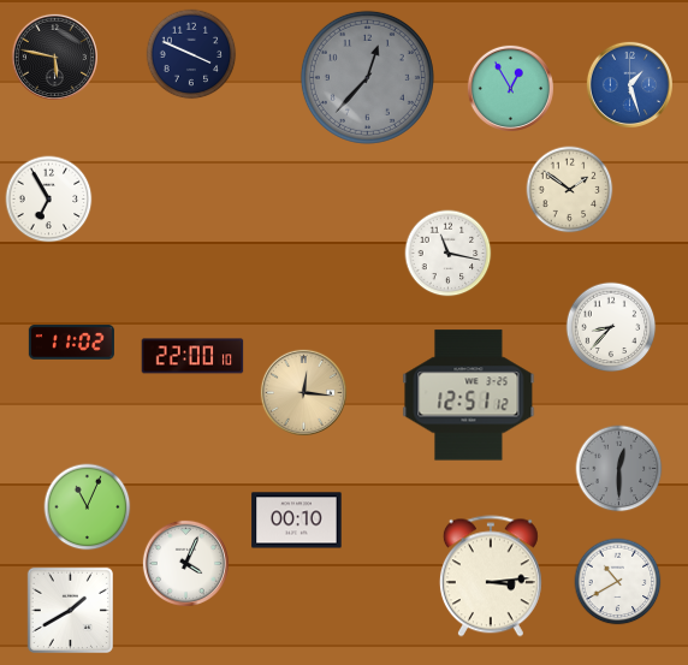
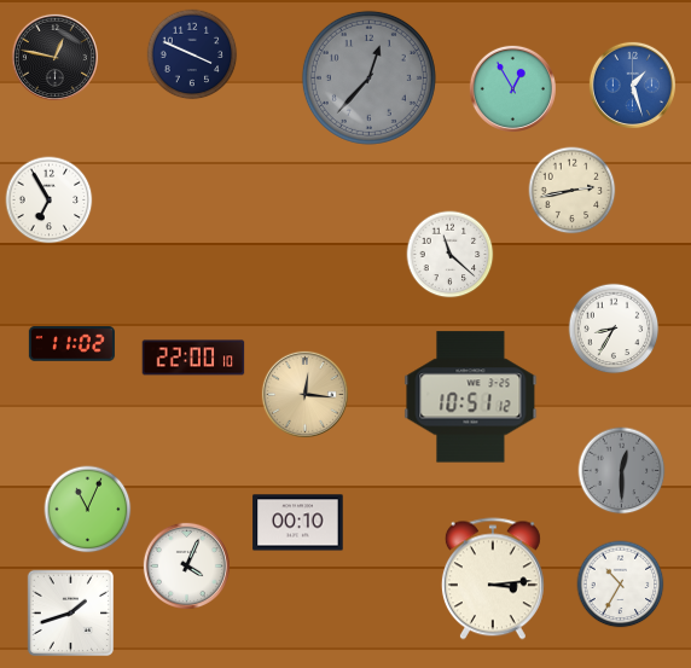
clock at (54, 57): 5:47 -> 12:47
clock at (570, 190): 1:51 -> 2:43
clock at (449, 254): 11:17 -> 11:22
clock at (611, 327): 8:37 -> 8:35
clock at (469, 396): 12:51 -> 10:51
clock at (618, 582): 10:40 -> 10:35
clock at (70, 610): 1:40 -> 1:42
